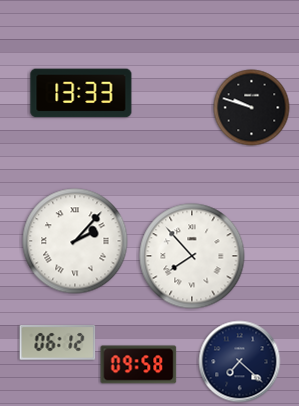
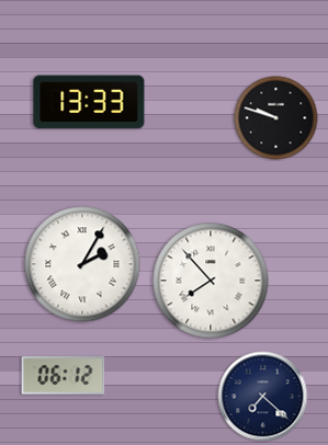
clock at (75, 241): 2:07 -> 2:05
clock at (139, 365): 09:58 -> none
